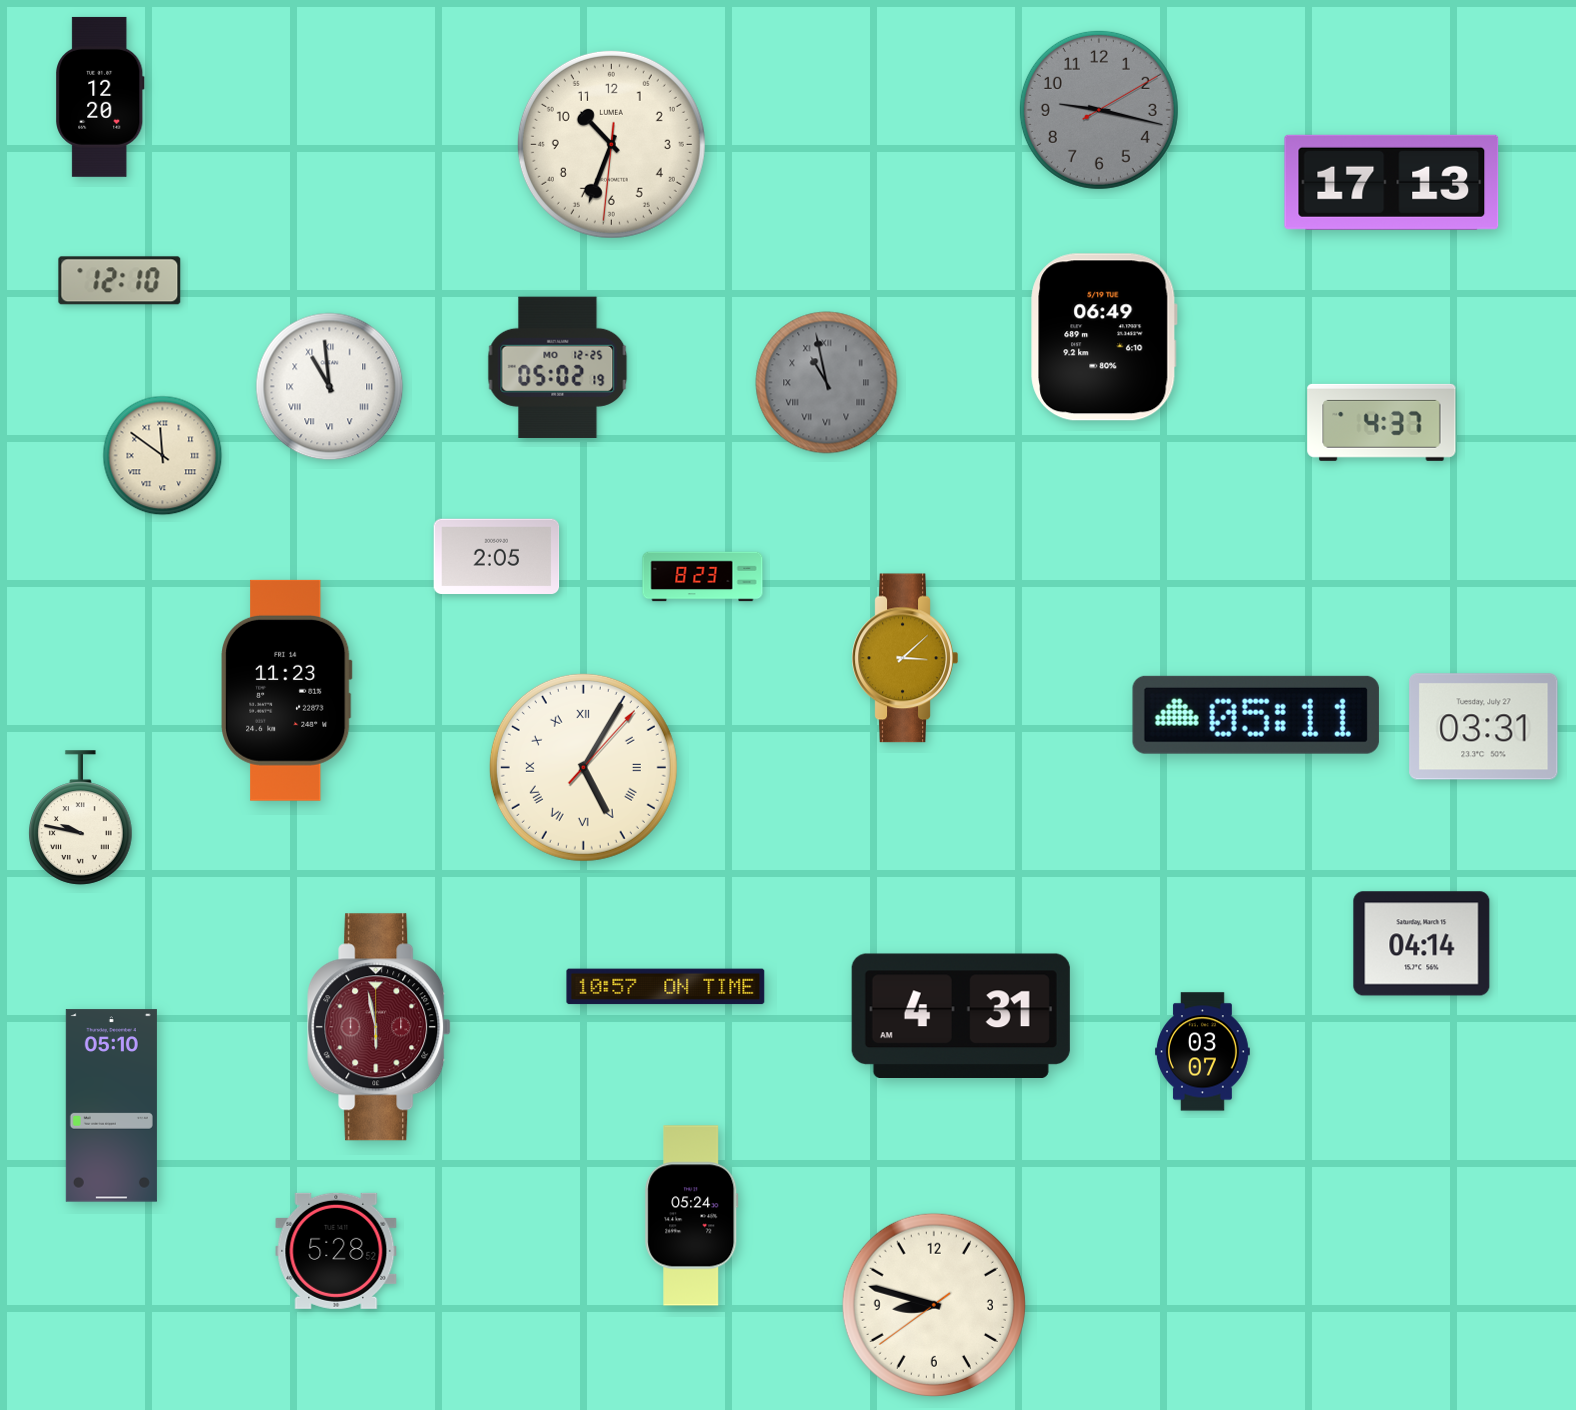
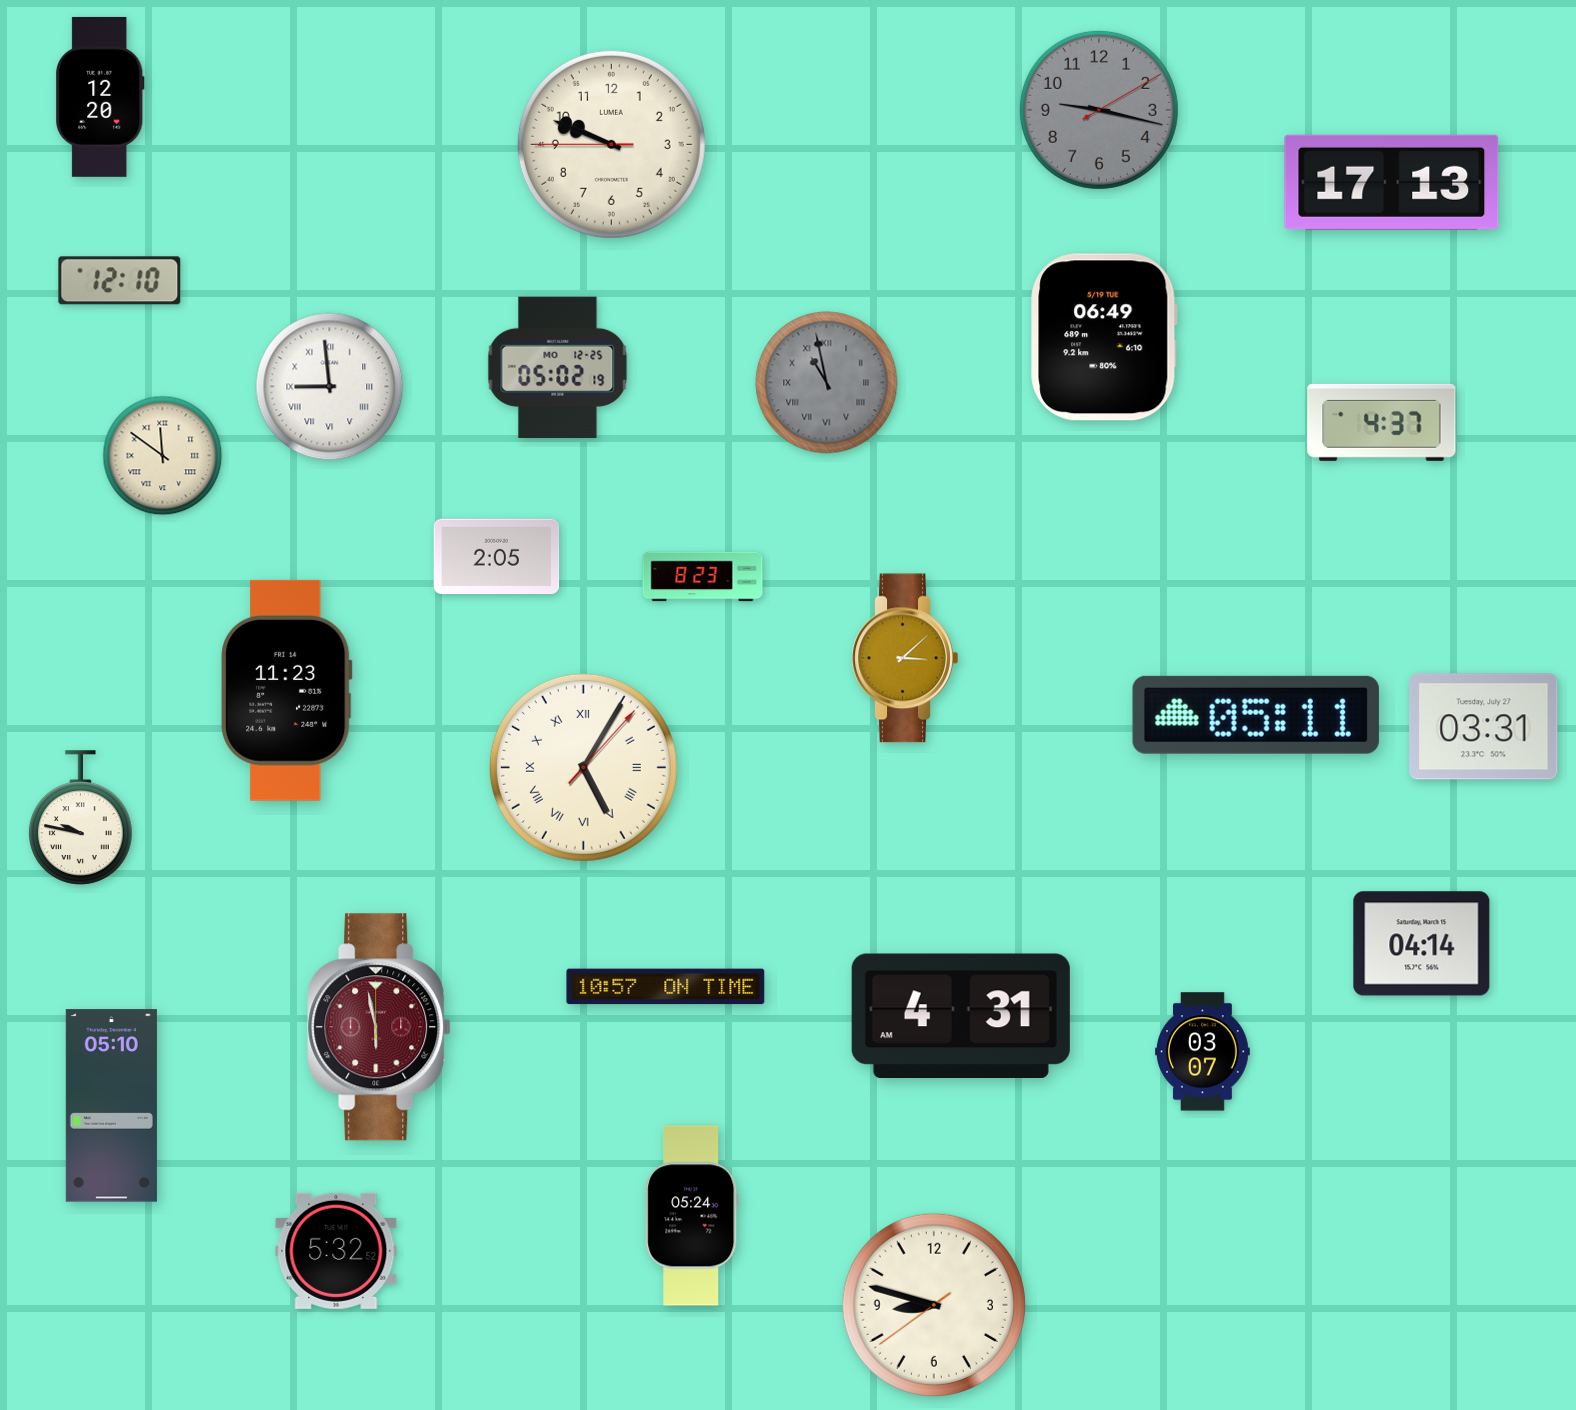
clock at (611, 144): 10:33 -> 9:48
clock at (330, 387): 10:59 -> 8:59
clock at (336, 1251): 5:28 -> 5:32
